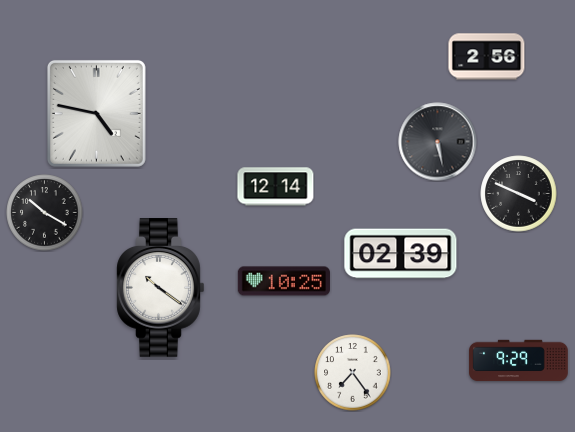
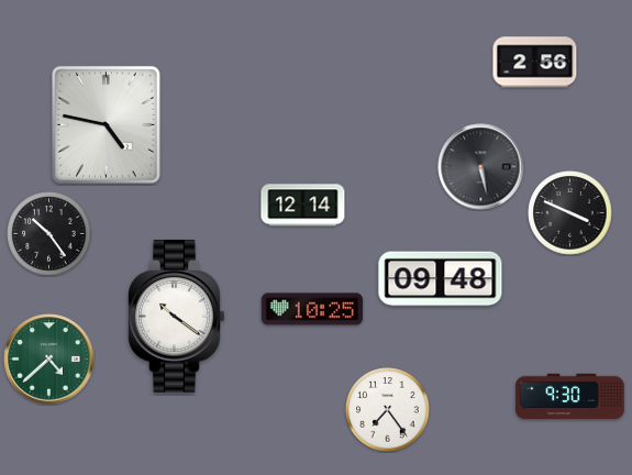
clock at (438, 142) position: (438, 142) -> (481, 167)
clock at (45, 213): 10:20 -> 10:24
clock at (401, 254): 02:39 -> 09:48
clock at (49, 360): none -> 4:38
clock at (519, 361): 9:29 -> 9:30
